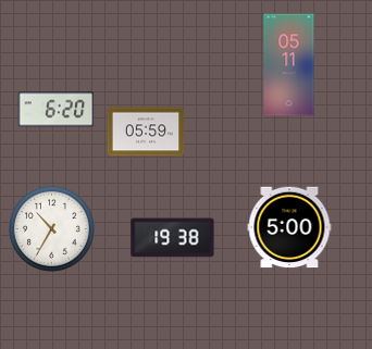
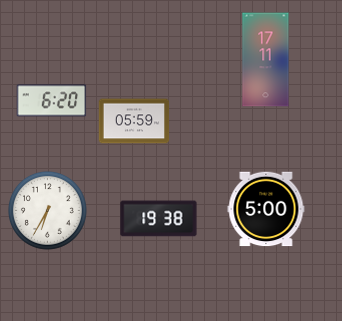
clock at (289, 65): 05:11 -> 17:11
clock at (51, 228): 10:35 -> 6:35
